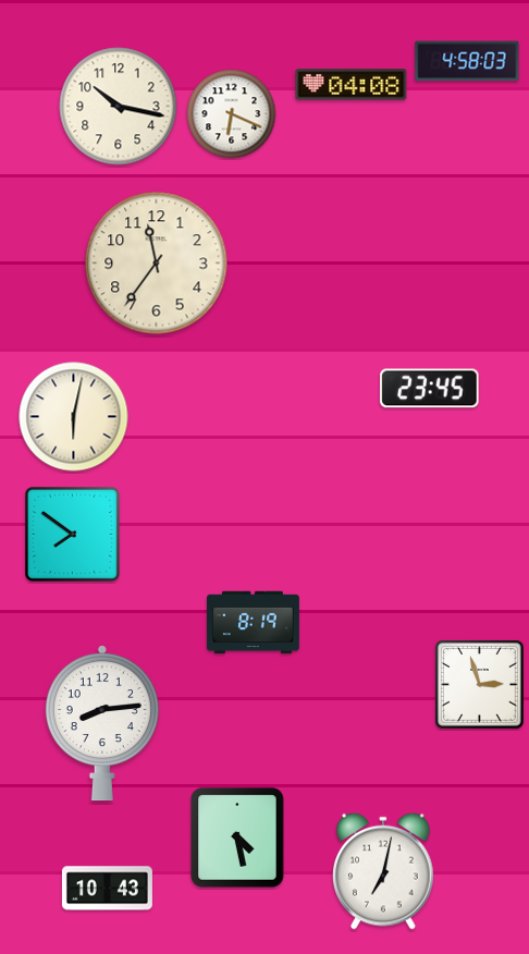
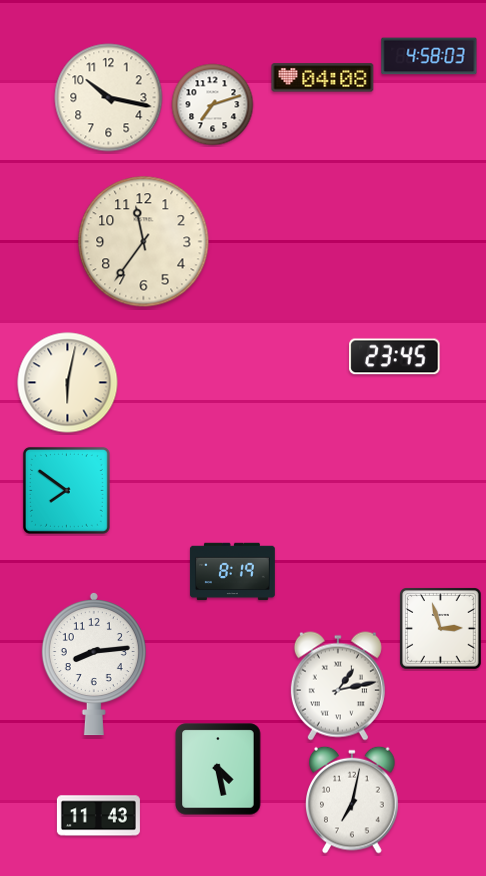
clock at (232, 114): 6:19 -> 7:12
clock at (338, 686): none -> 1:13
clock at (107, 889): 10:43 -> 11:43
